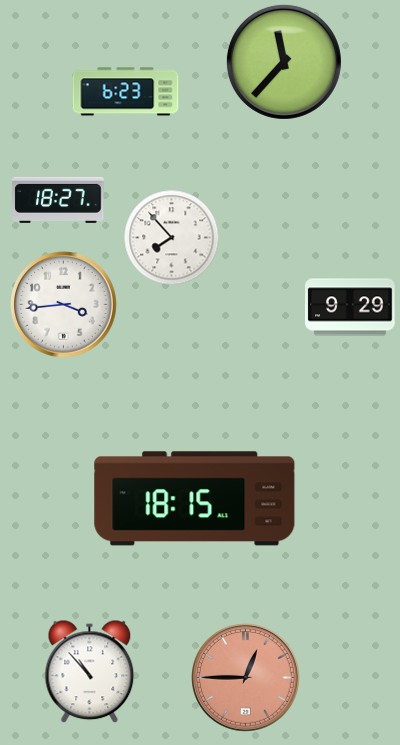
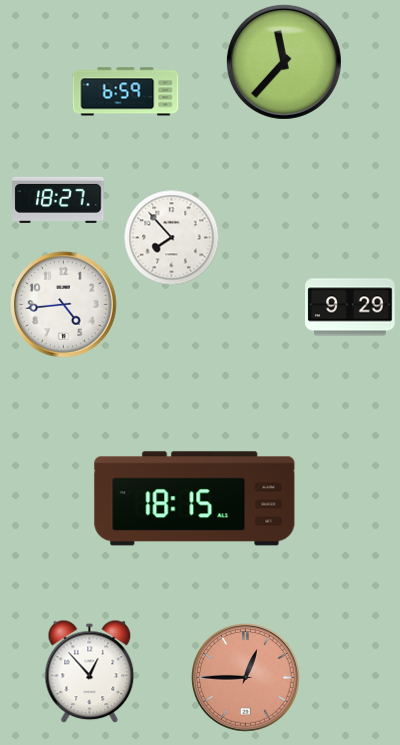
clock at (126, 92): 6:23 -> 6:59
clock at (64, 305): 3:44 -> 4:44
clock at (90, 672): 10:53 -> 12:53
